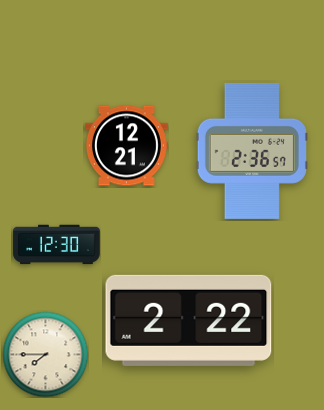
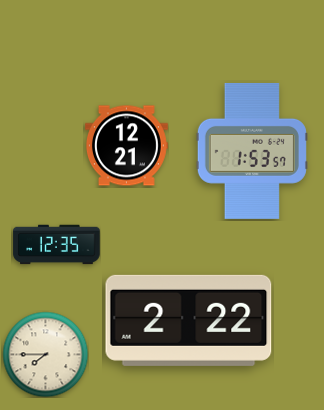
clock at (252, 151): 2:36 -> 1:53
clock at (57, 245): 12:30 -> 12:35
